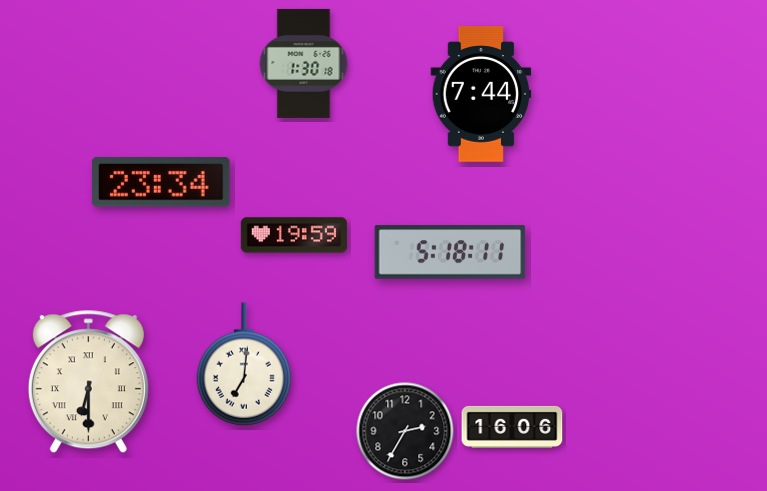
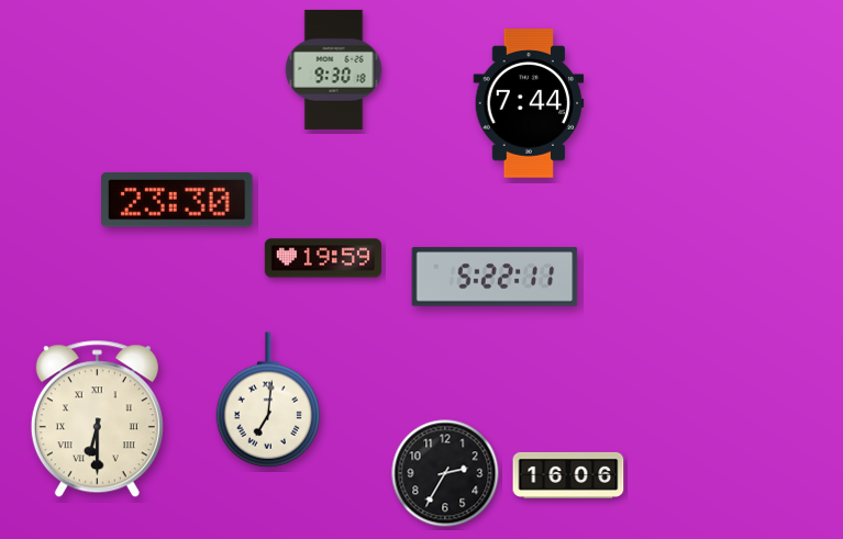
clock at (304, 63): 1:30 -> 9:30
clock at (161, 182): 23:34 -> 23:30
clock at (450, 252): 5:18 -> 5:22
clock at (512, 427) position: (512, 427) -> (568, 475)
